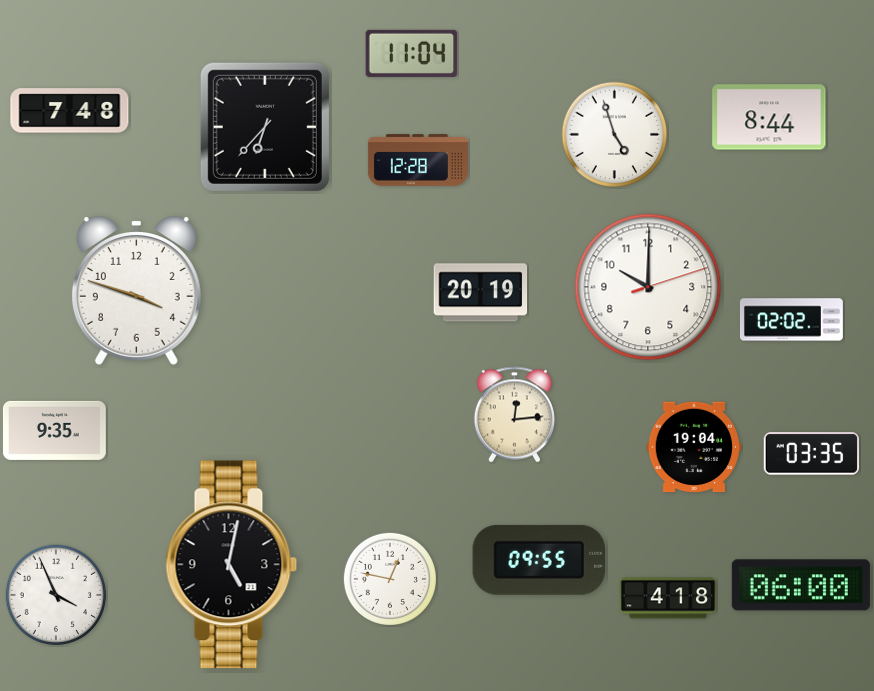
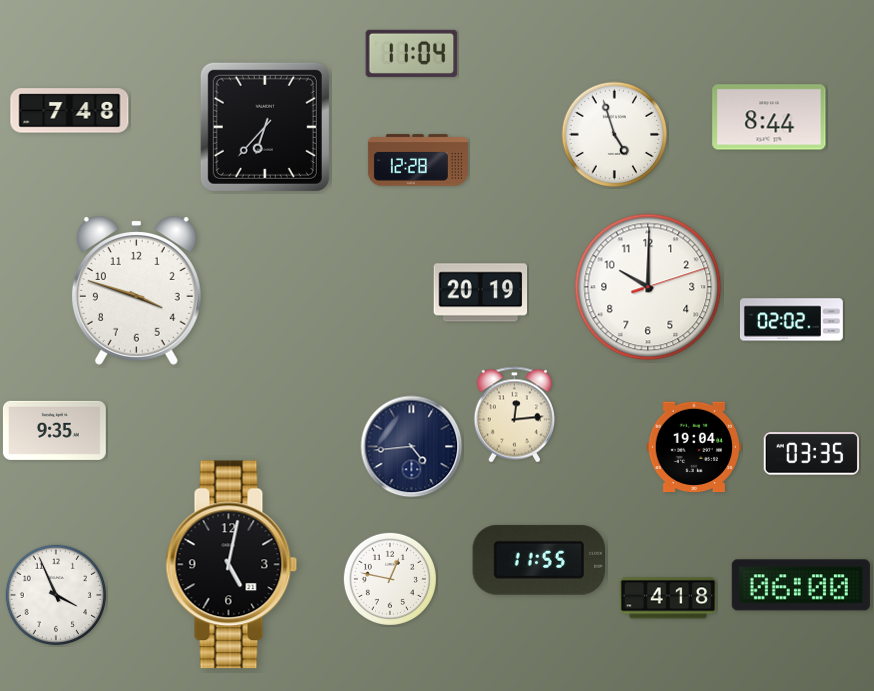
clock at (412, 447): none -> 4:44
clock at (538, 560): 09:55 -> 11:55
